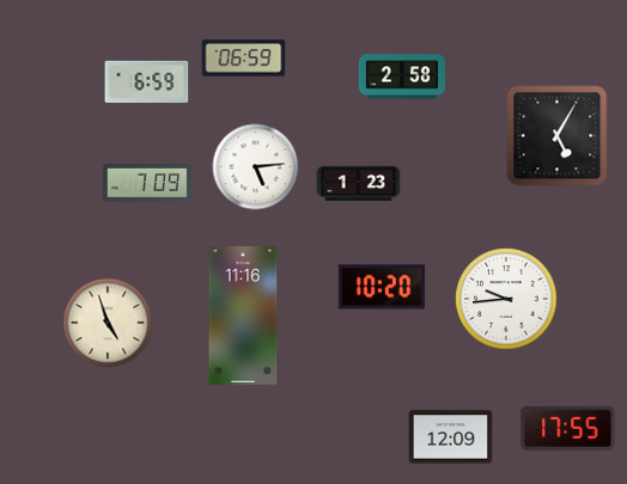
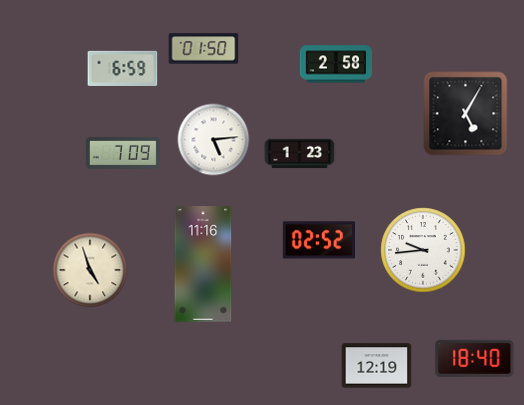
clock at (244, 59): 06:59 -> 01:50
clock at (381, 287): 10:20 -> 02:52
clock at (568, 428): 17:55 -> 18:40
clock at (451, 437): 12:09 -> 12:19
